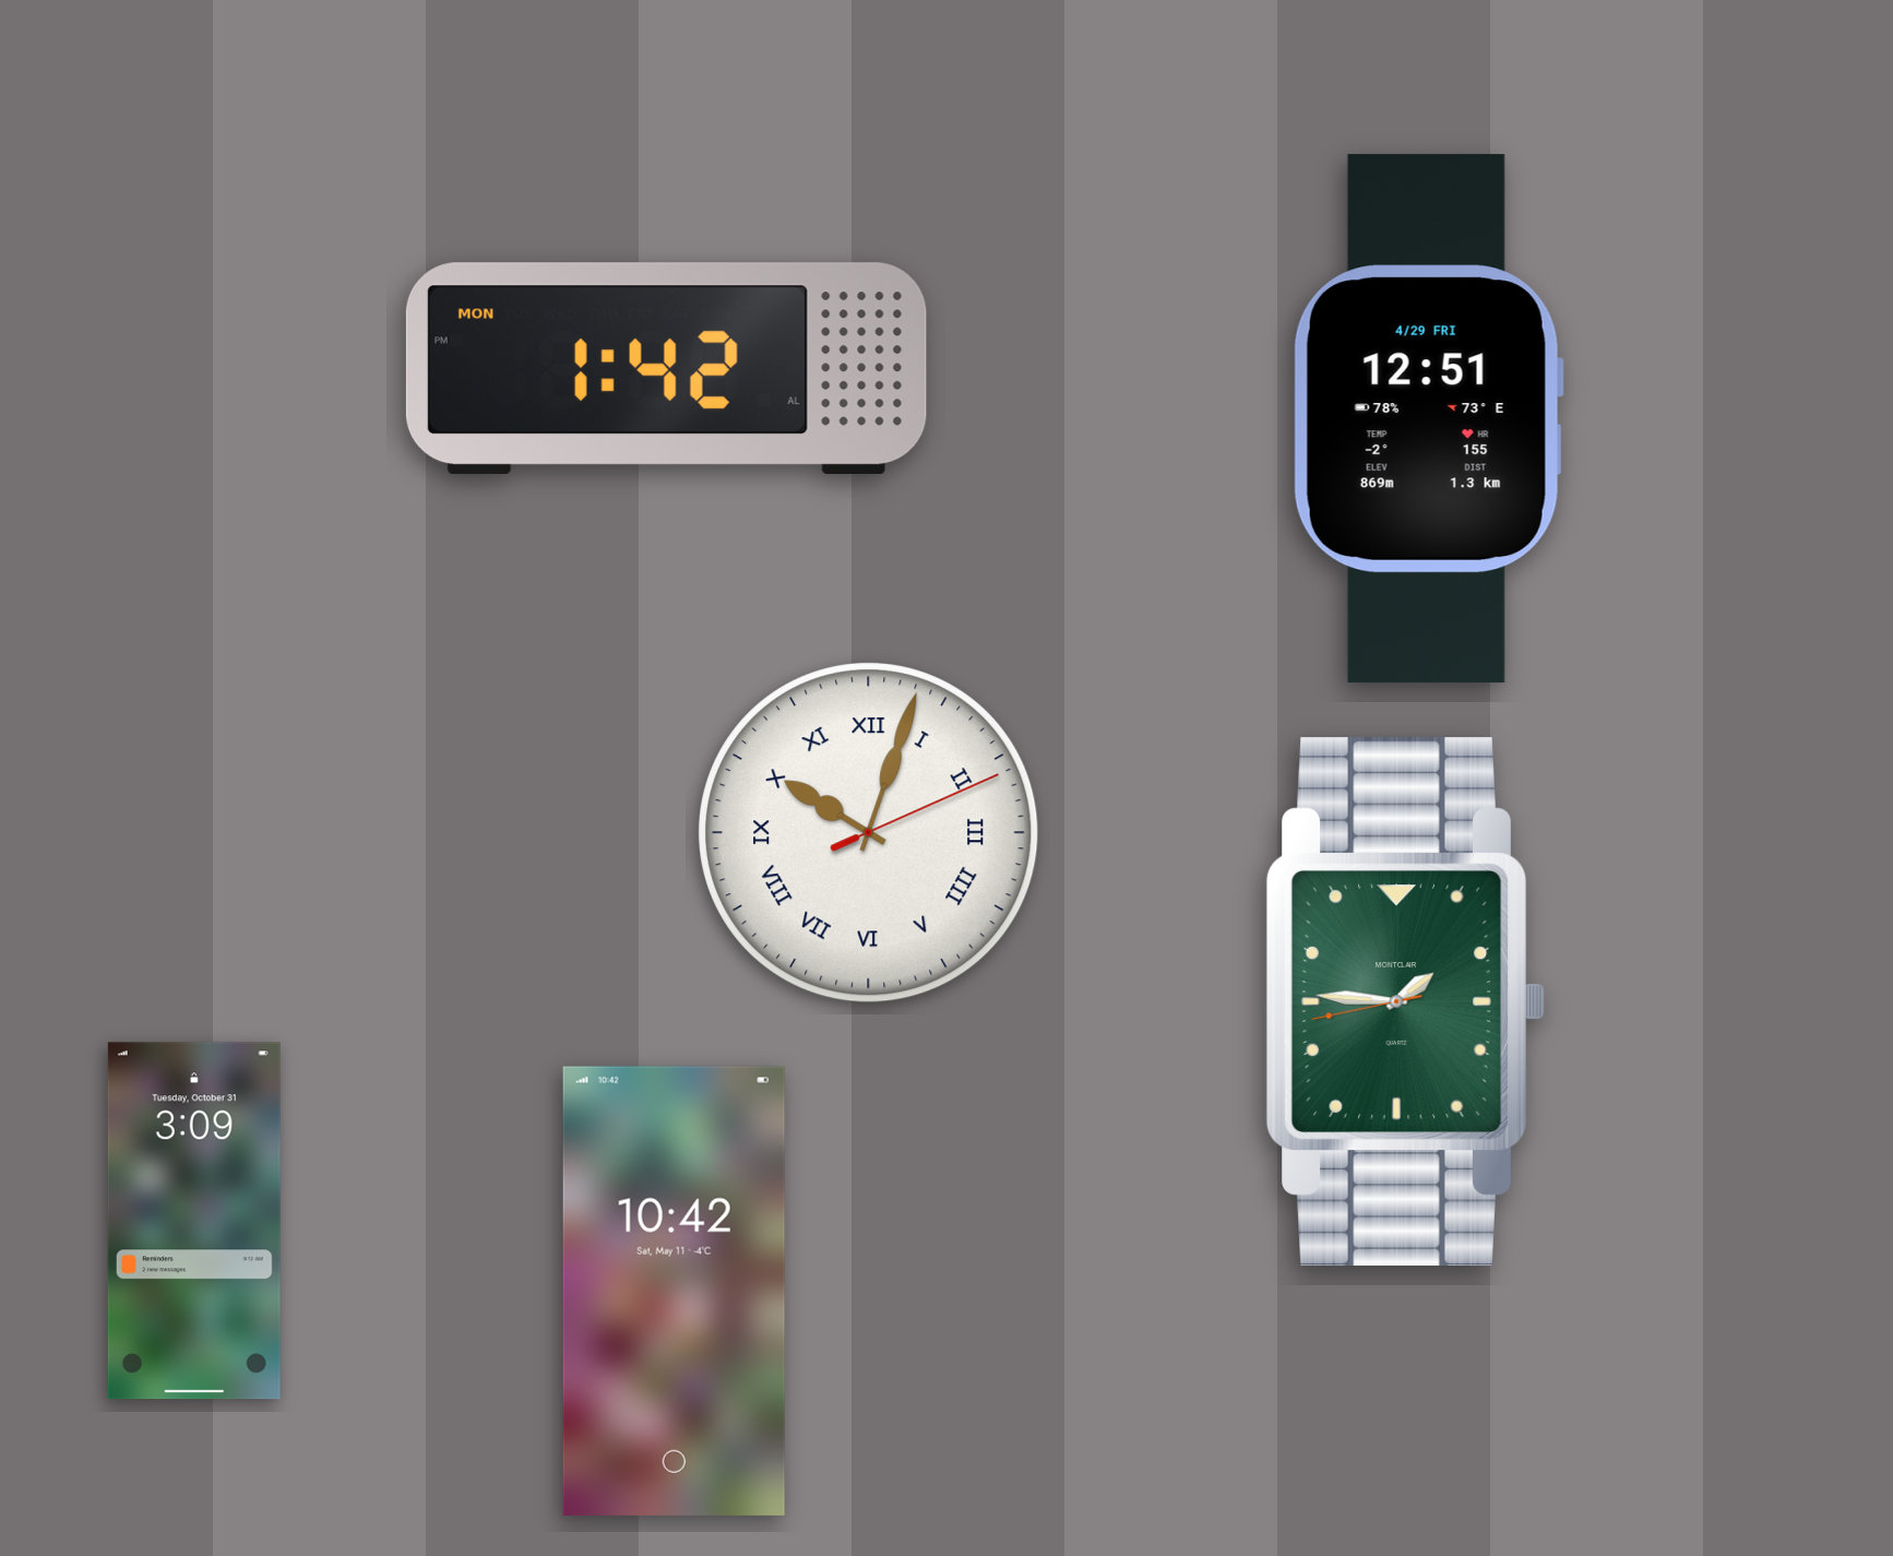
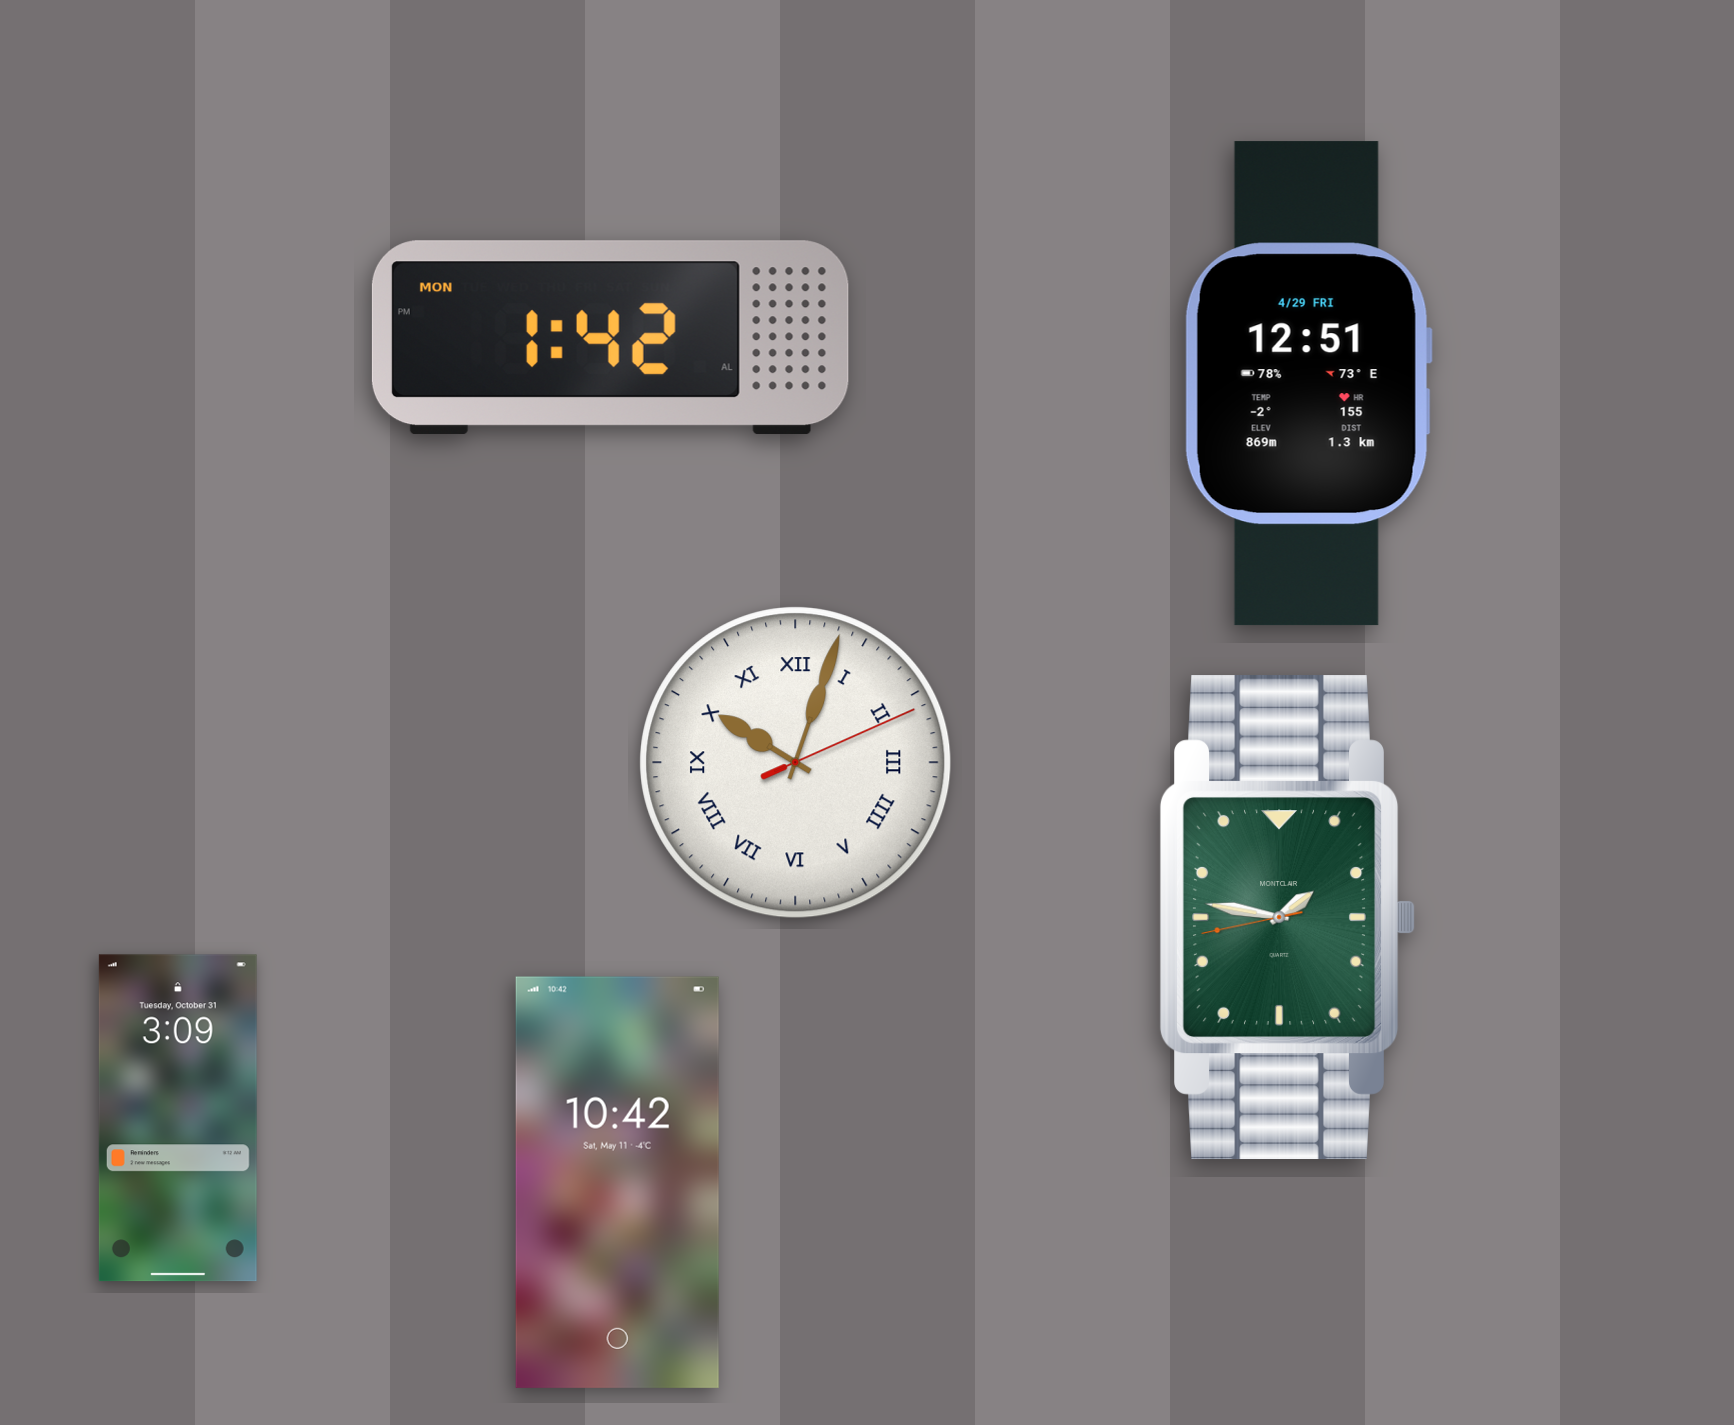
clock at (1405, 1002): 1:45 -> 1:46
